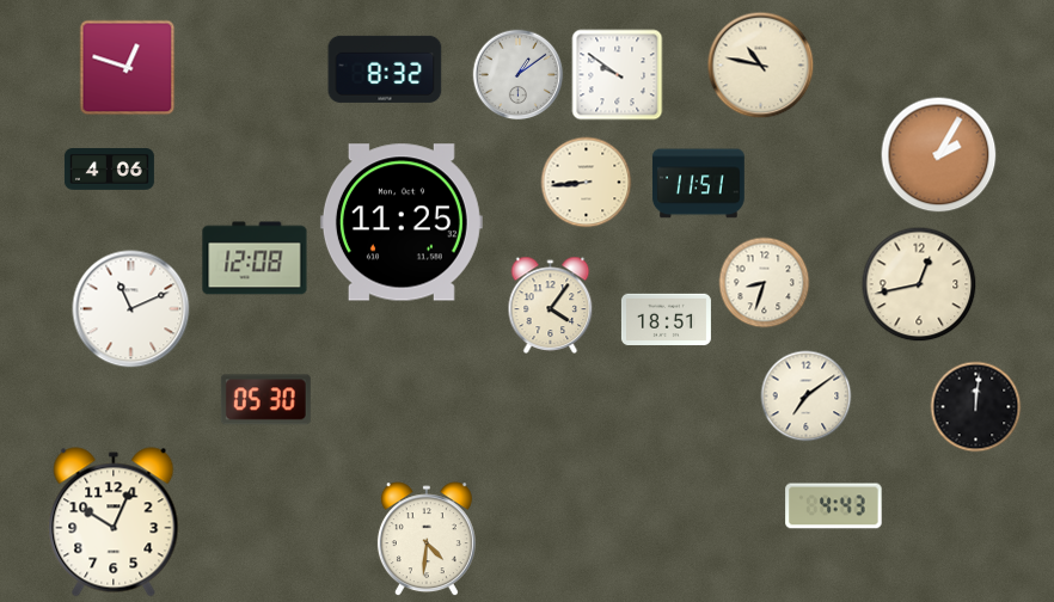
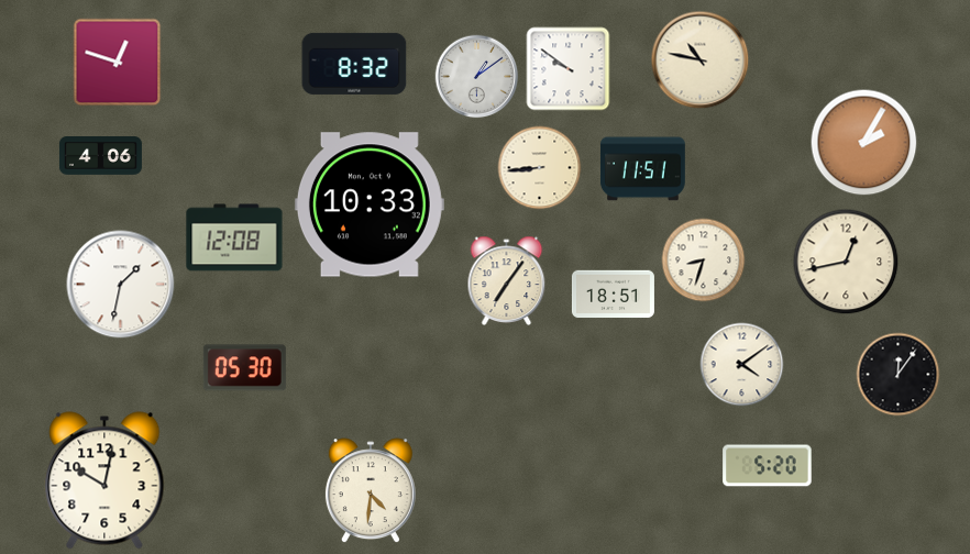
clock at (519, 75) position: (519, 75) -> (477, 77)
clock at (402, 222): 11:25 -> 10:33
clock at (551, 305): 4:06 -> 7:06
clock at (131, 309): 11:11 -> 1:32
clock at (807, 397): 7:09 -> 4:09
clock at (976, 407): 12:01 -> 12:06
clock at (834, 506): 4:43 -> 5:20
clock at (114, 522): 10:04 -> 10:02
clock at (427, 540) position: (427, 540) -> (371, 491)
